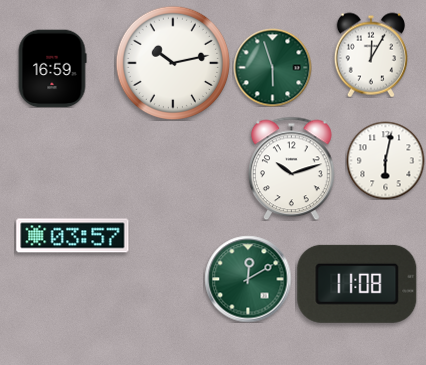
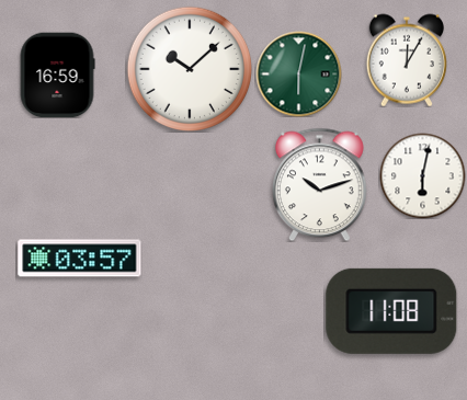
clock at (172, 62): 10:13 -> 10:08
clock at (272, 67): 5:57 -> 6:02
clock at (248, 279): 12:10 -> none
